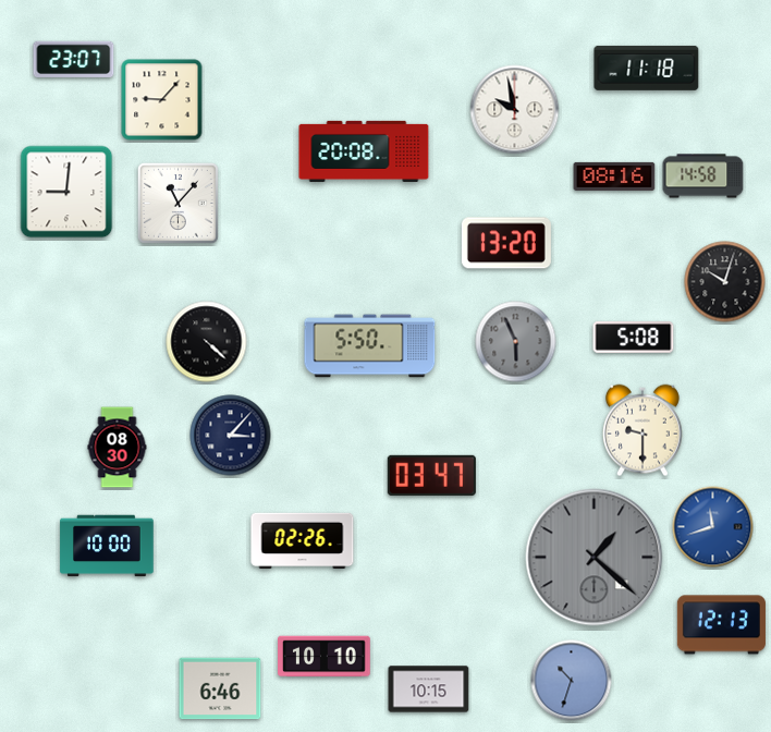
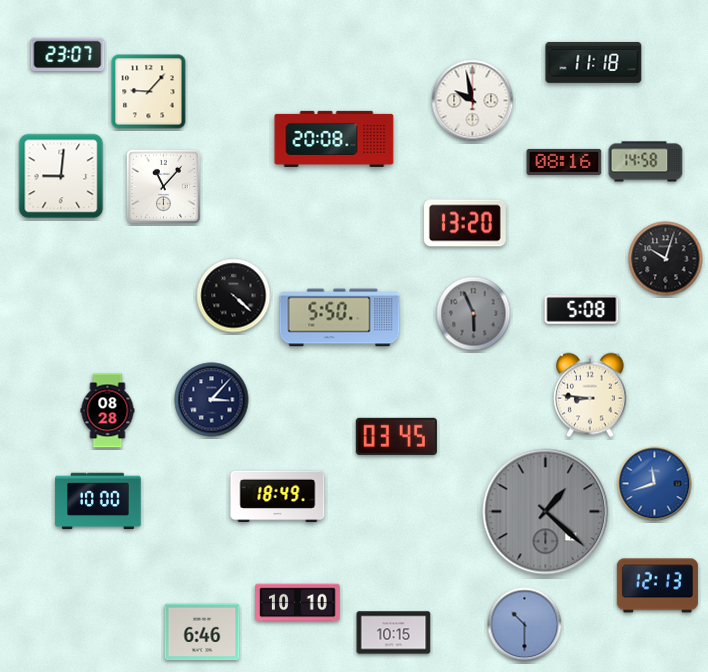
clock at (207, 342) position: (207, 342) -> (234, 296)
clock at (642, 430): 9:30 -> 8:46
clock at (118, 448): 08:30 -> 08:28
clock at (431, 475): 03:47 -> 03:45
clock at (303, 541): 02:26 -> 18:49
clock at (721, 625) position: (721, 625) -> (657, 586)
clock at (572, 681): 10:33 -> 10:30
